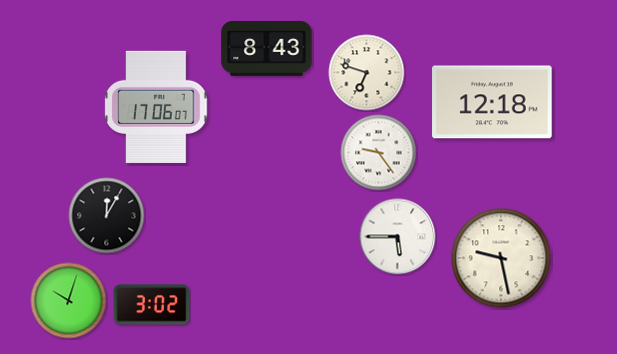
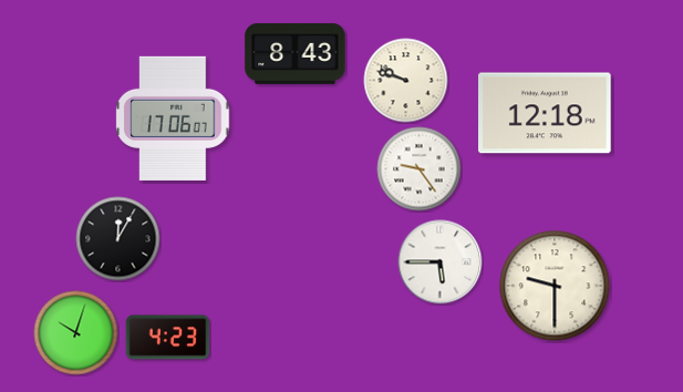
clock at (367, 73): 6:48 -> 9:48
clock at (501, 258): 9:28 -> 9:30
clock at (152, 305): 3:02 -> 4:23
